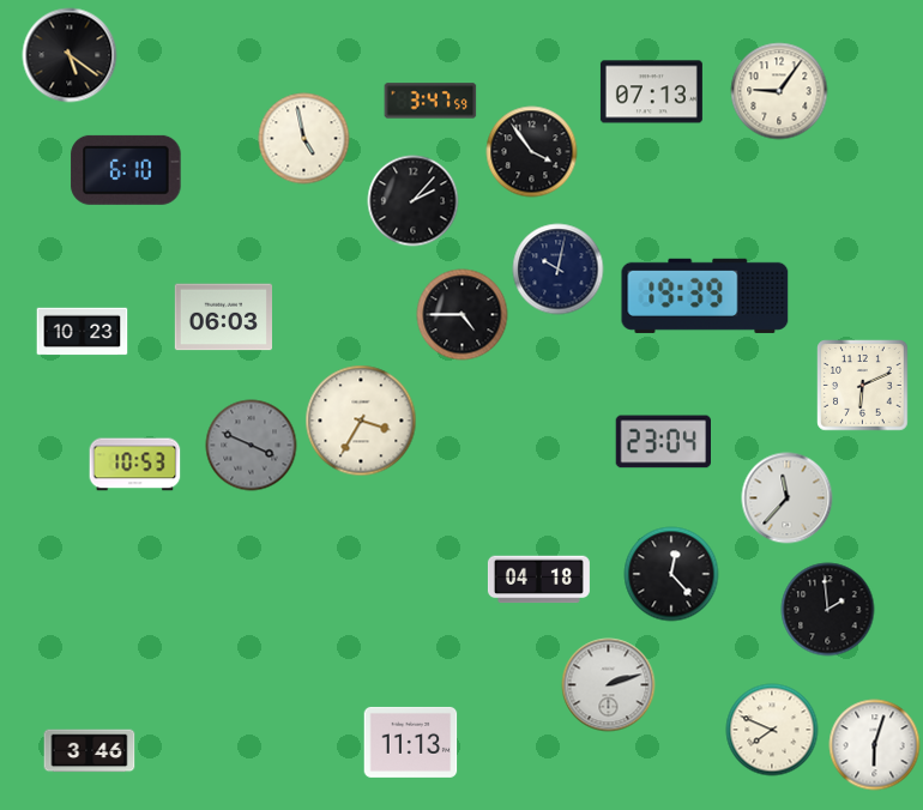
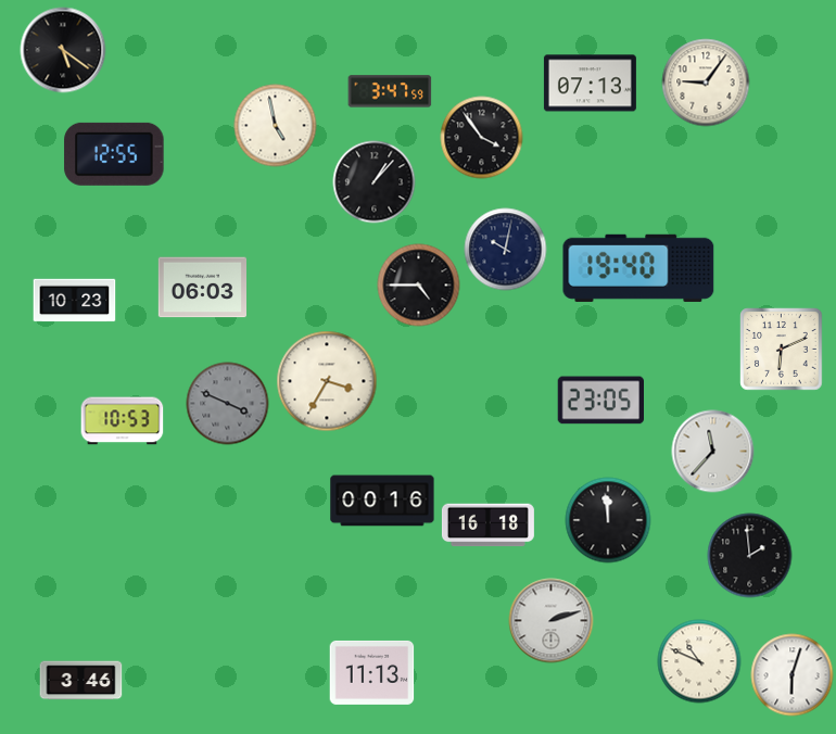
clock at (126, 170): 6:10 -> 12:55
clock at (414, 201): 2:07 -> 1:07
clock at (559, 270) position: (559, 270) -> (506, 250)
clock at (705, 296): 19:39 -> 19:40
clock at (663, 442): 23:04 -> 23:05
clock at (382, 501): none -> 00:16
clock at (671, 574): 12:23 -> 11:59
clock at (538, 580): 04:18 -> 16:18
clock at (828, 610) position: (828, 610) -> (750, 556)
clock at (772, 730): 7:49 -> 10:49
